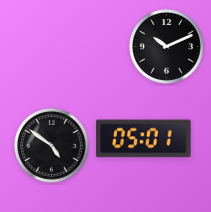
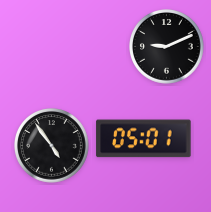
clock at (167, 47): 10:11 -> 9:11
clock at (52, 146): 4:51 -> 4:54
